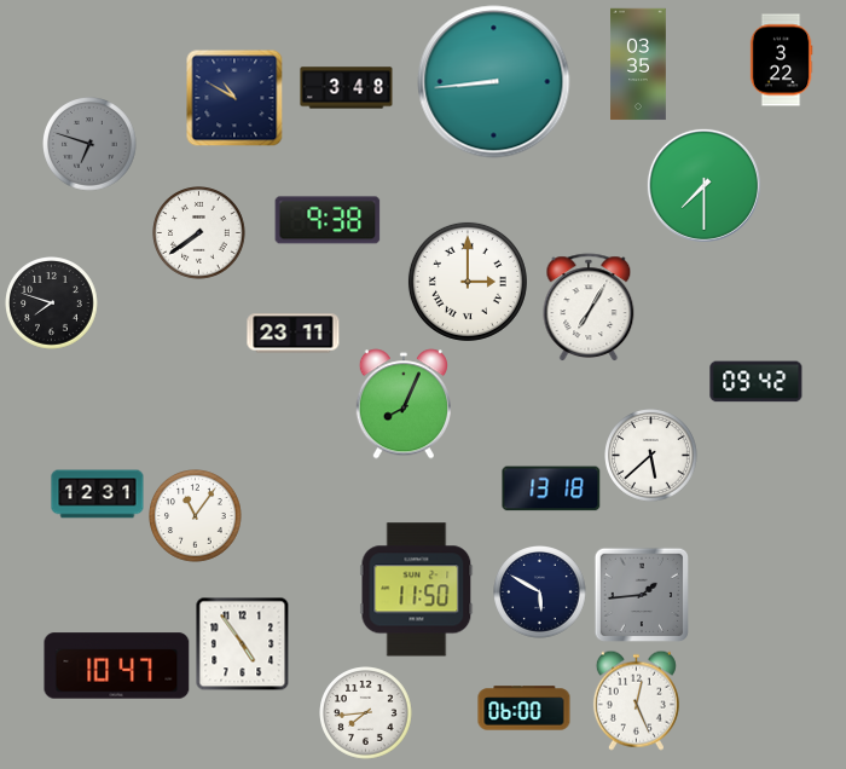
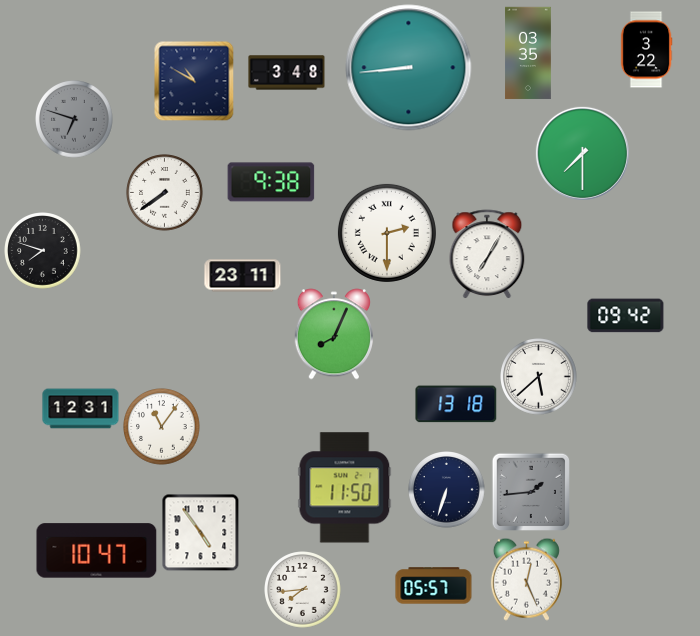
clock at (468, 282): 3:00 -> 2:30
clock at (540, 592): 5:50 -> 6:33
clock at (525, 709): 06:00 -> 05:57
